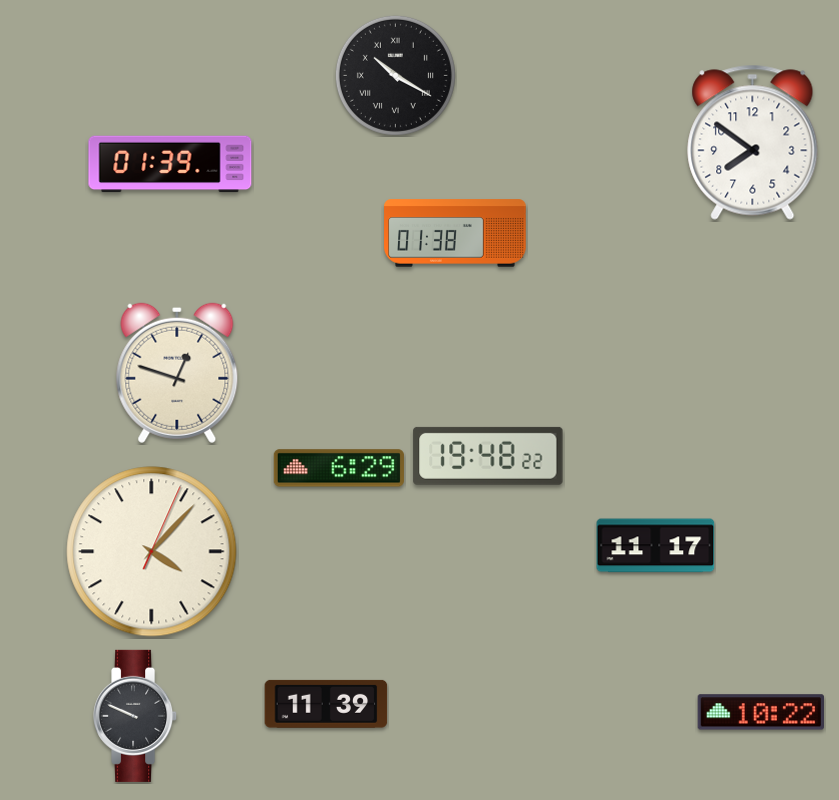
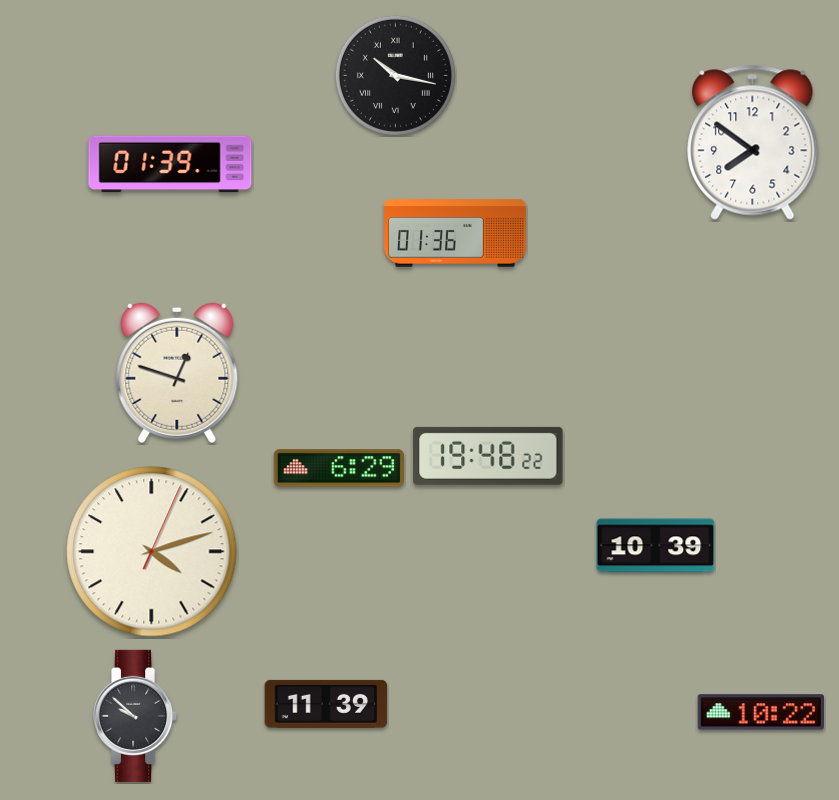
clock at (395, 75): 10:20 -> 10:17
clock at (455, 233): 01:38 -> 01:36
clock at (656, 546): 11:17 -> 10:39
clock at (152, 552): 4:07 -> 4:12
clock at (136, 716): 9:49 -> 9:52
